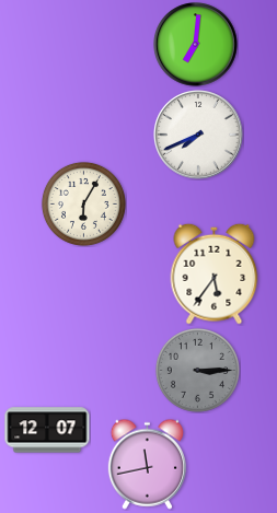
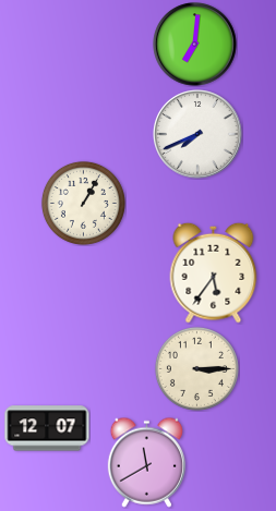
clock at (83, 203): 6:05 -> 1:05
clock at (197, 370) dial: grey -> cream
clock at (147, 464): 11:43 -> 11:40
